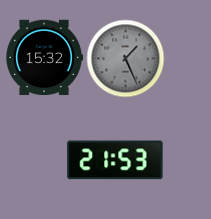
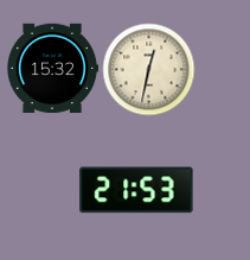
clock at (125, 58): 1:26 -> 12:32
clock at (125, 58) dial: grey -> cream
